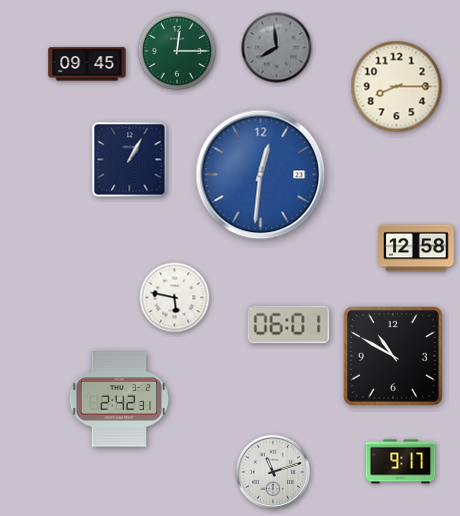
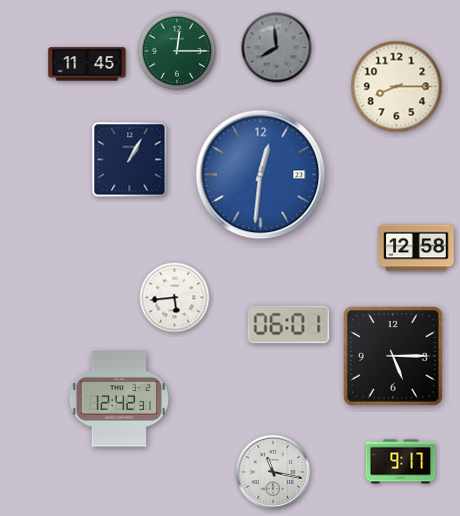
clock at (87, 64): 09:45 -> 11:45
clock at (175, 298): 5:47 -> 5:44
clock at (393, 356): 10:50 -> 5:15
clock at (119, 399): 2:42 -> 12:42
clock at (273, 472): 11:12 -> 11:17
